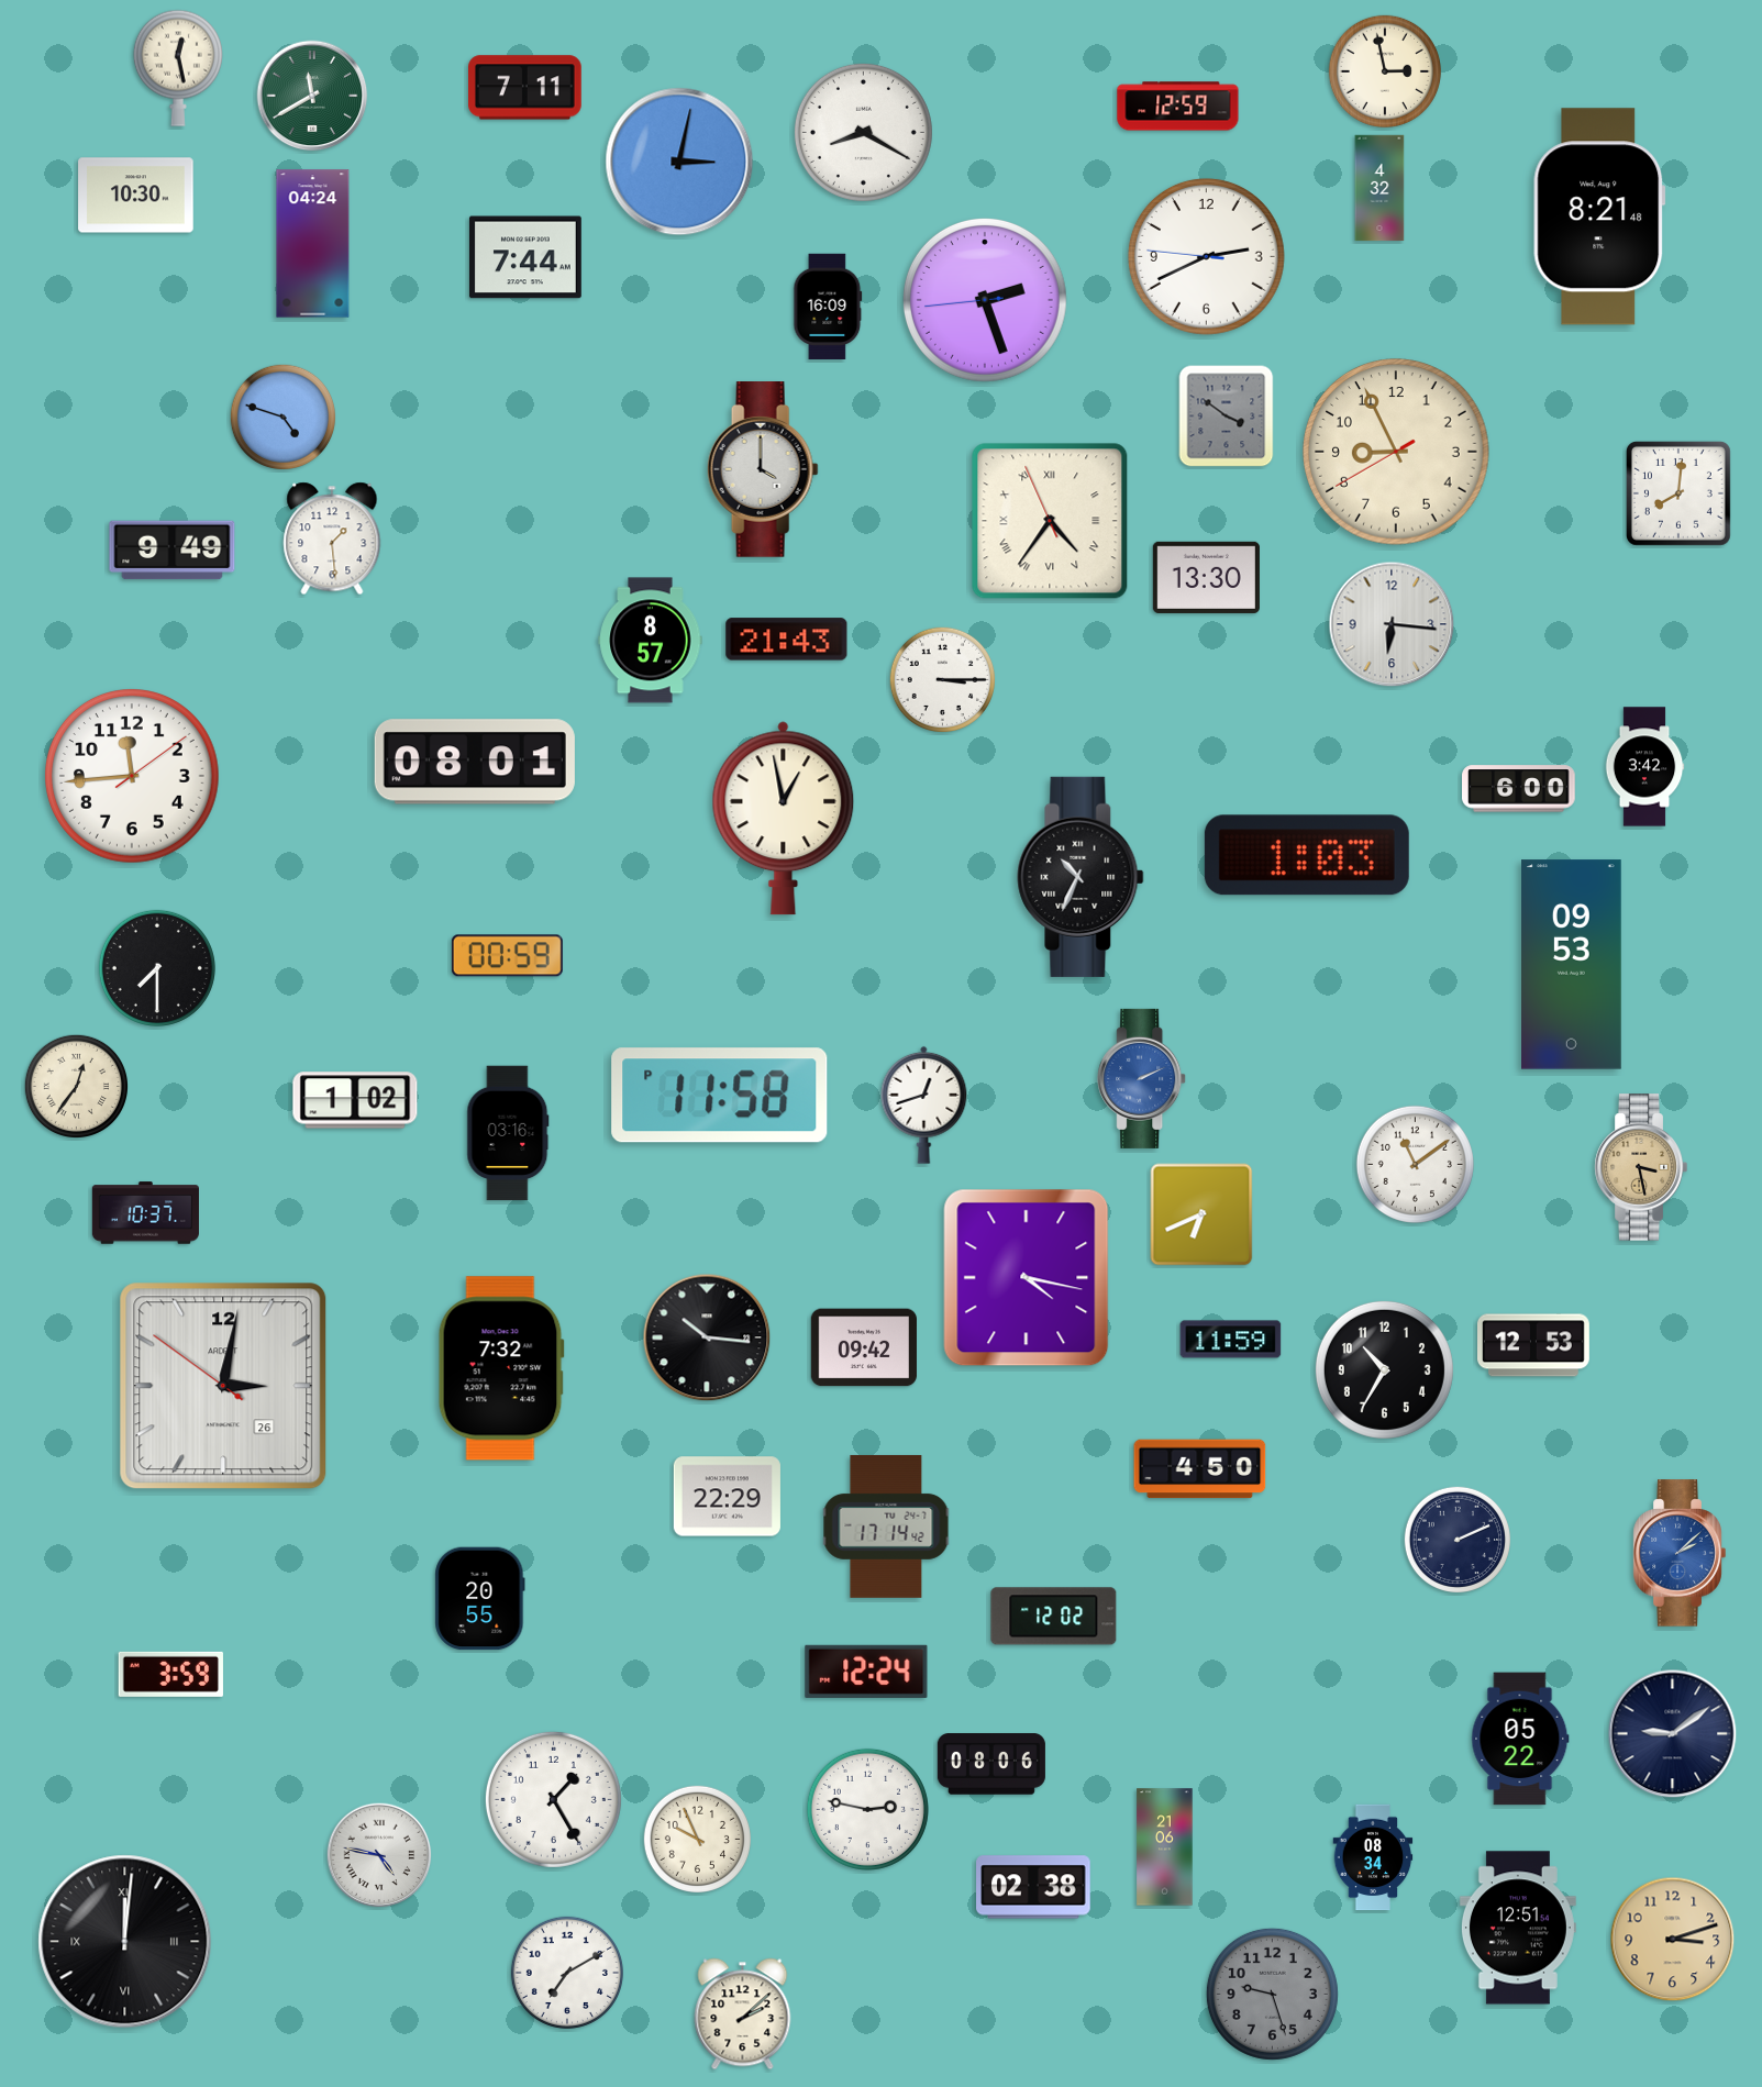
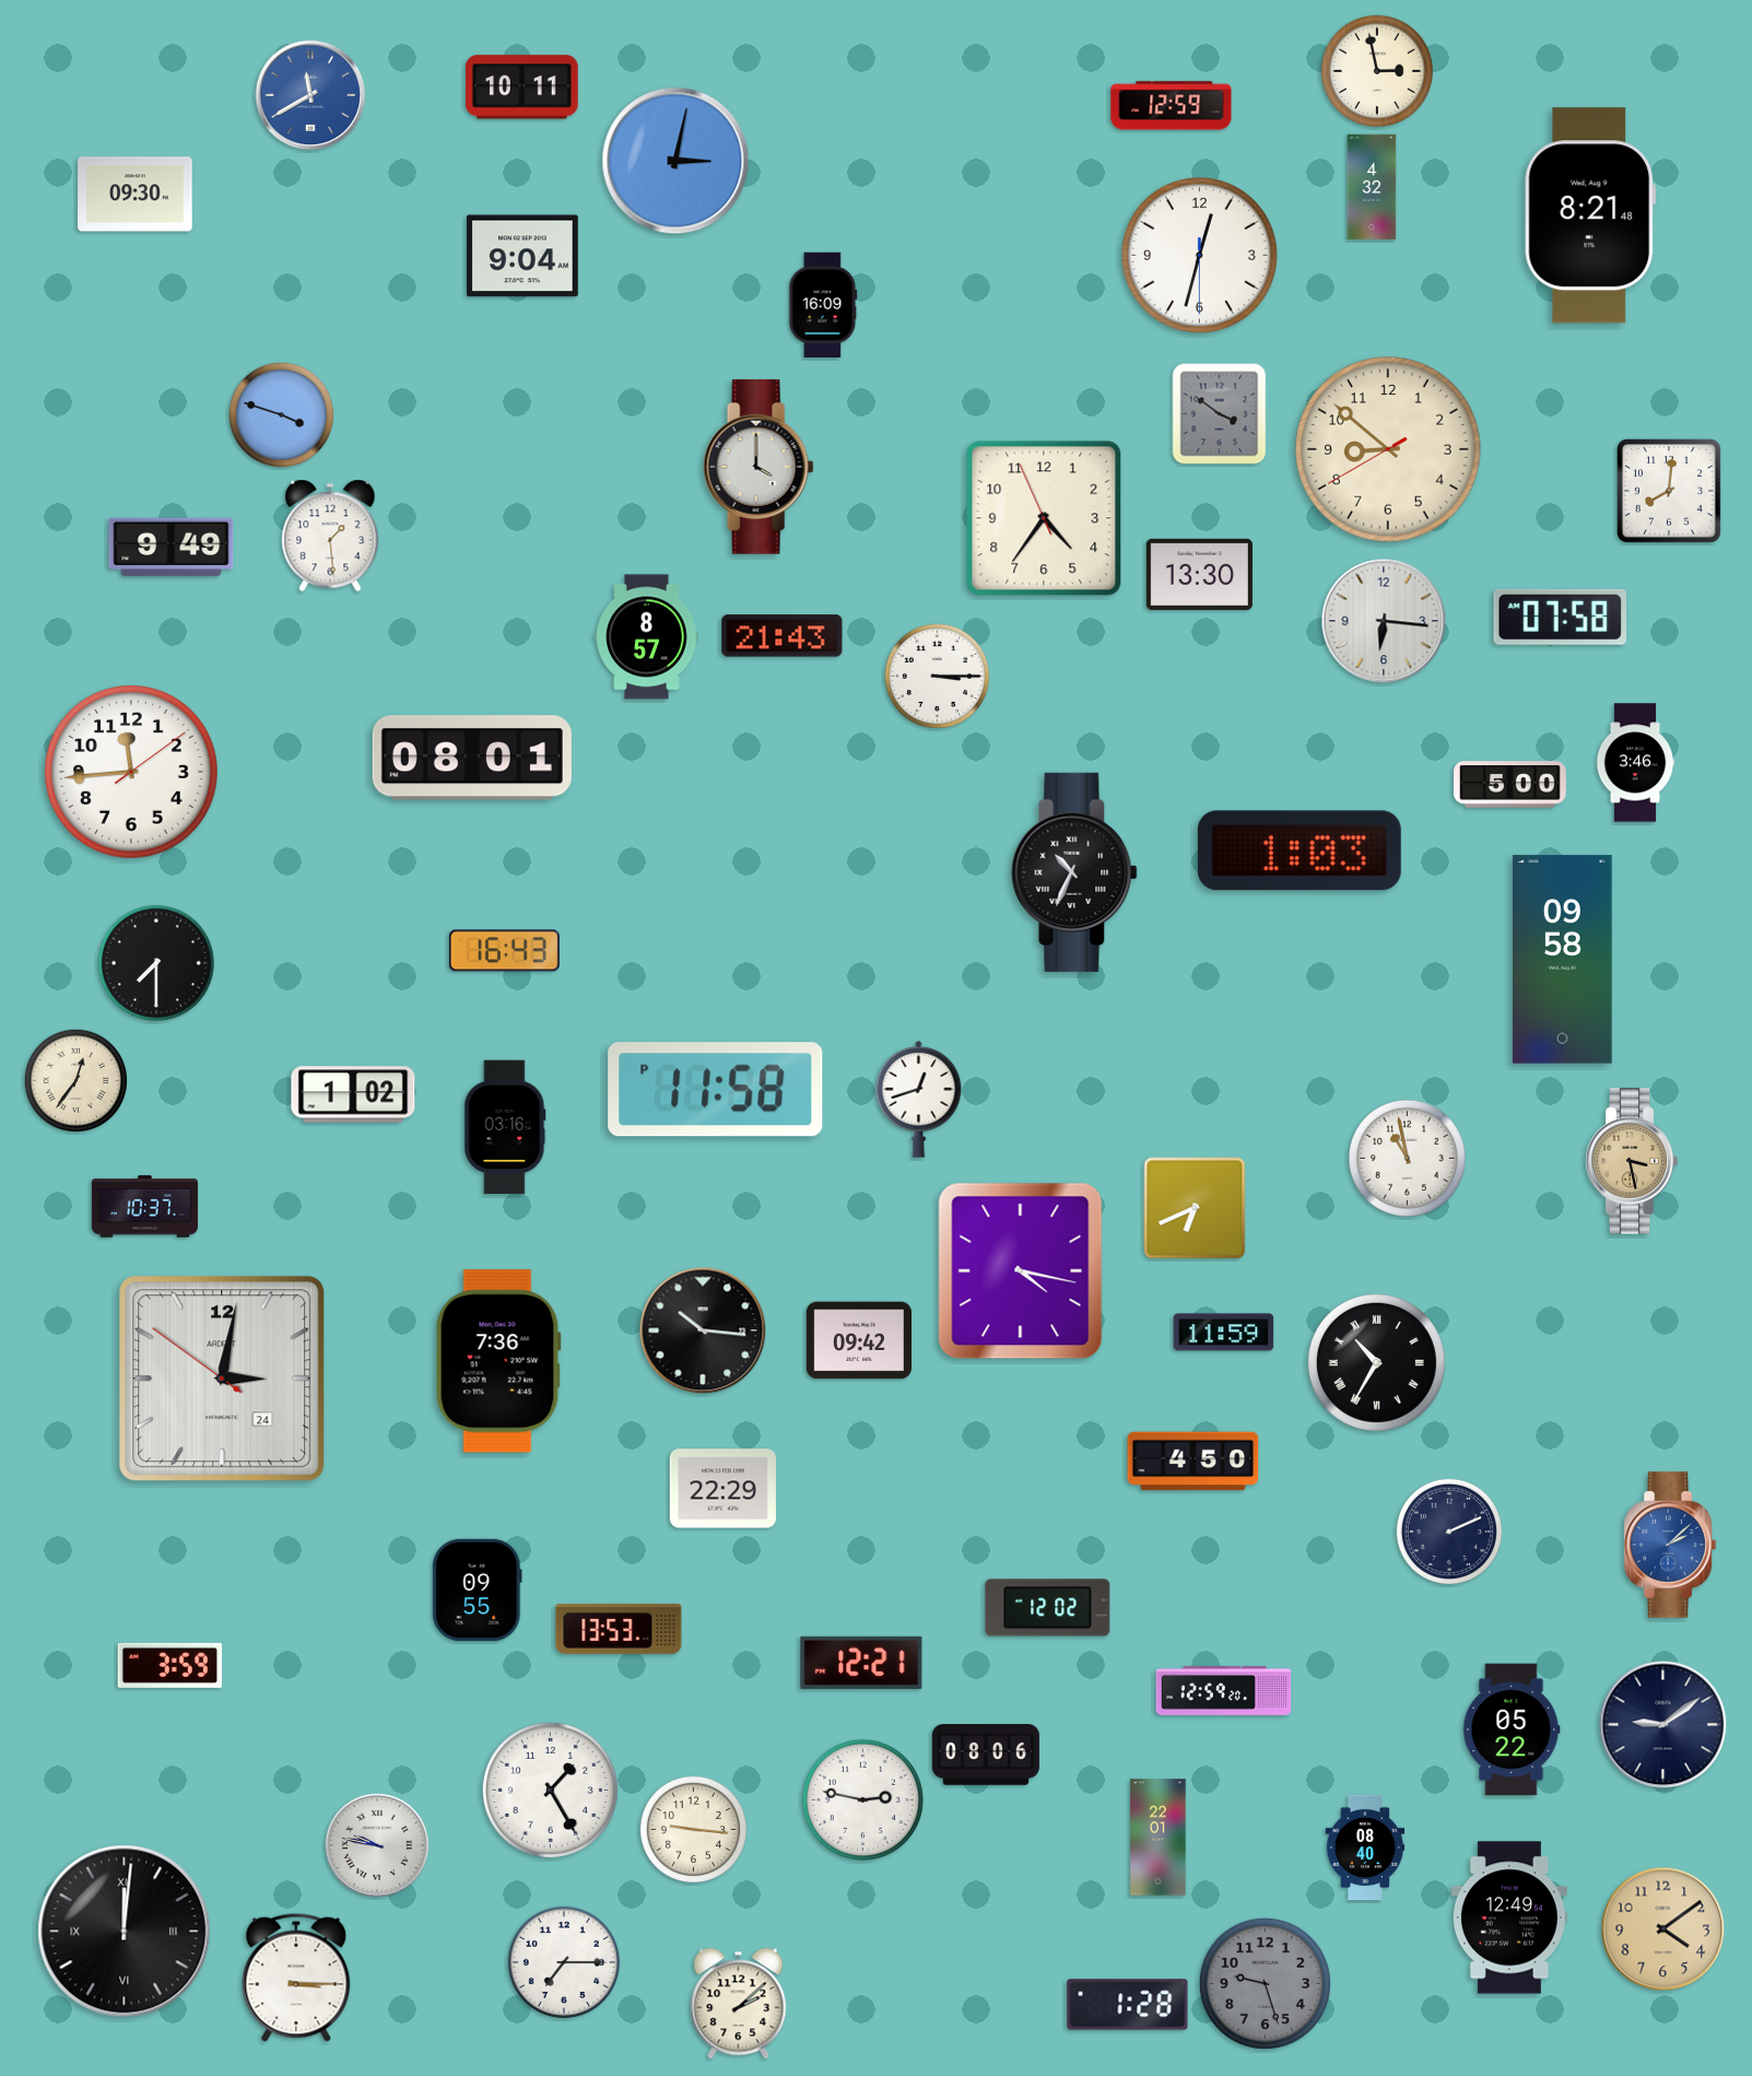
clock at (178, 68): 12:28 -> none
clock at (525, 88): 7:11 -> 10:11
clock at (312, 96) dial: green -> blue
clock at (863, 132): 8:20 -> none
clock at (136, 196): 10:30 -> 09:30
clock at (313, 244): 04:24 -> none
clock at (1206, 256): 2:40 -> 12:32
clock at (525, 257): 7:44 -> 9:04
clock at (985, 300): 2:26 -> none
clock at (282, 417): 4:48 -> 3:48
clock at (1396, 452): 8:55 -> 8:51
clock at (1050, 521) numerals: Roman -> Arabic
clock at (1560, 617): none -> 07:58
clock at (1644, 767): 3:42 -> 3:46
clock at (1519, 789): 6:00 -> 5:00
clock at (784, 819): 12:58 -> none
clock at (507, 956): 00:59 -> 16:43
clock at (1572, 965): 09:53 -> 09:58
clock at (1142, 1078): 2:11 -> none
clock at (1415, 1164): 11:09 -> 10:58
clock at (1534, 1345): 12:53 -> none
clock at (501, 1368): 7:32 -> 7:36
clock at (1384, 1369) numerals: Arabic -> Roman
clock at (223, 1386) date: 26 -> 24
clock at (886, 1527): 17:14 -> none
clock at (480, 1599): 20:55 -> 09:55
clock at (619, 1629): none -> 13:53
clock at (866, 1672): 12:24 -> 12:21
clock at (1224, 1690): none -> 12:59
clock at (697, 1839): 9:56 -> 9:16
clock at (1165, 1847): 21:06 -> 22:01
clock at (379, 1855): 4:47 -> 9:47
clock at (1373, 1857): 08:34 -> 08:40
clock at (1033, 1887): 02:38 -> none
clock at (1518, 1928): 12:51 -> 12:49
clock at (1673, 1940): 3:12 -> 4:09
clock at (567, 1973): 7:10 -> 7:15
clock at (296, 1978): none -> 3:15
clock at (1128, 2005): none -> 1:28
